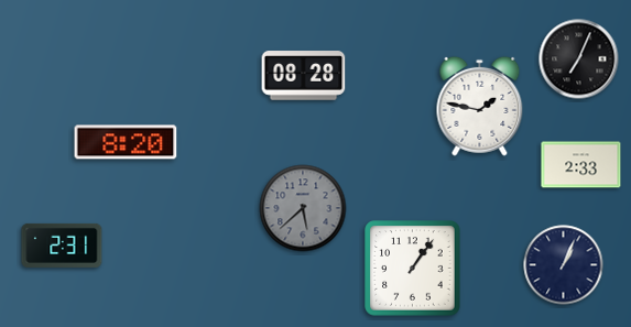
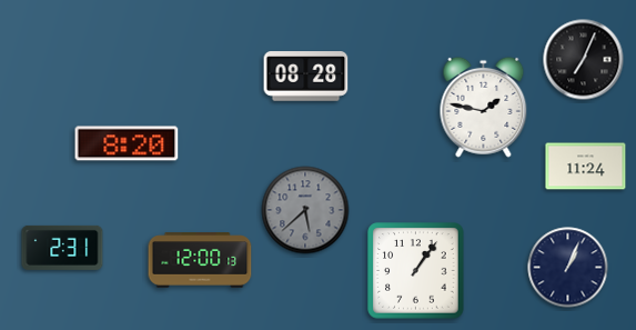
clock at (581, 165): 2:33 -> 11:24
clock at (200, 260): none -> 12:00
